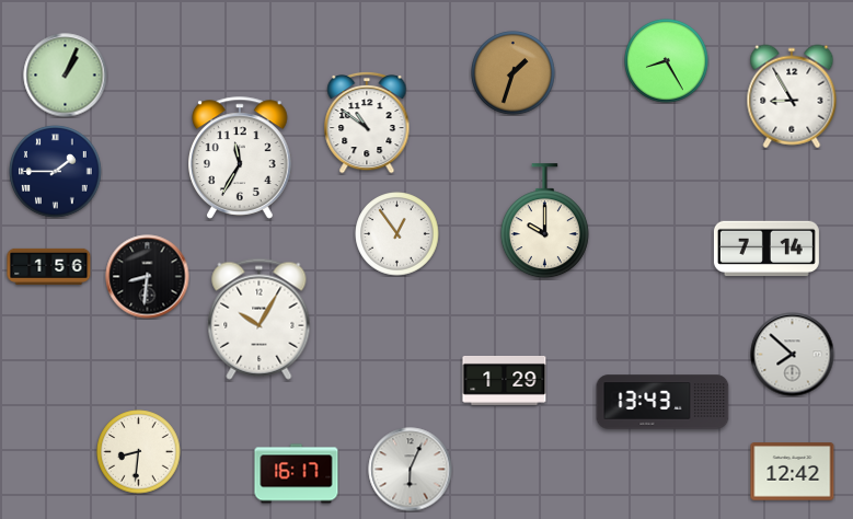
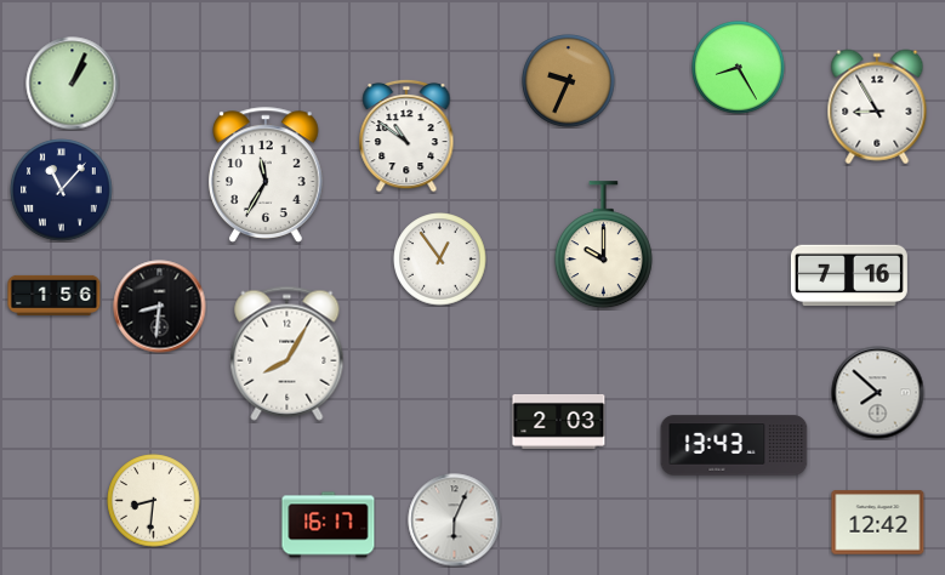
clock at (514, 73): 1:33 -> 9:34
clock at (56, 172): 1:45 -> 11:07
clock at (766, 249): 7:14 -> 7:16
clock at (148, 277) position: (148, 277) -> (160, 307)
clock at (260, 319): 10:05 -> 8:05
clock at (505, 380): 1:29 -> 2:03
